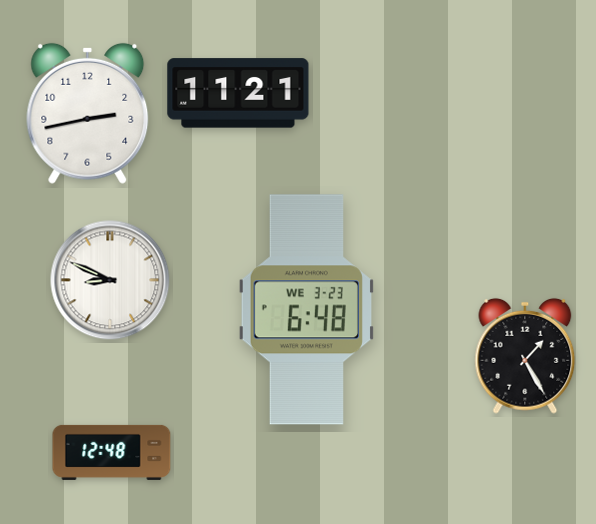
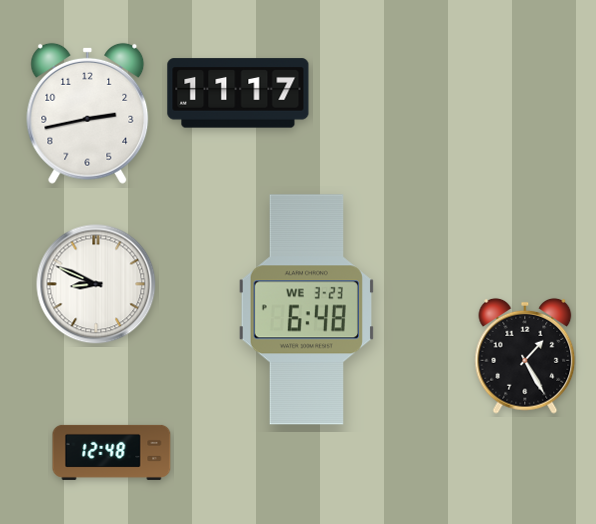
clock at (238, 93): 11:21 -> 11:17
clock at (110, 280) position: (110, 280) -> (96, 284)
